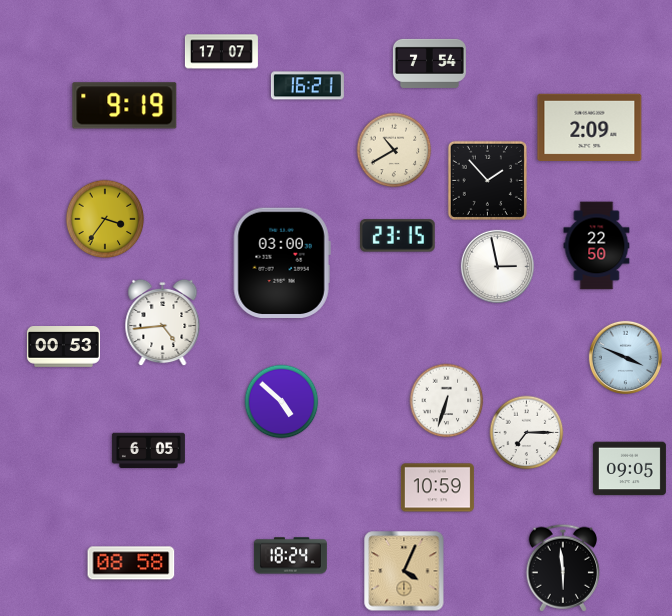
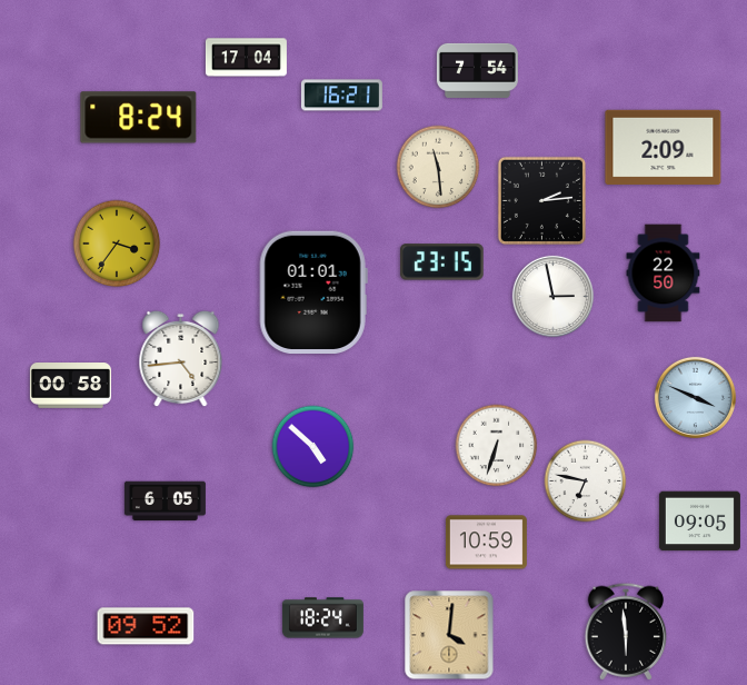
clock at (221, 52): 17:07 -> 17:04
clock at (125, 106): 9:19 -> 8:24
clock at (590, 127) position: (590, 127) -> (664, 147)
clock at (394, 150): 10:40 -> 11:29
clock at (487, 180): 1:53 -> 2:14
clock at (282, 263): 03:00 -> 01:01
clock at (63, 347): 00:53 -> 00:58
clock at (527, 433): 7:15 -> 6:47
clock at (131, 563): 08:58 -> 09:52
clock at (404, 571): 4:04 -> 4:01
